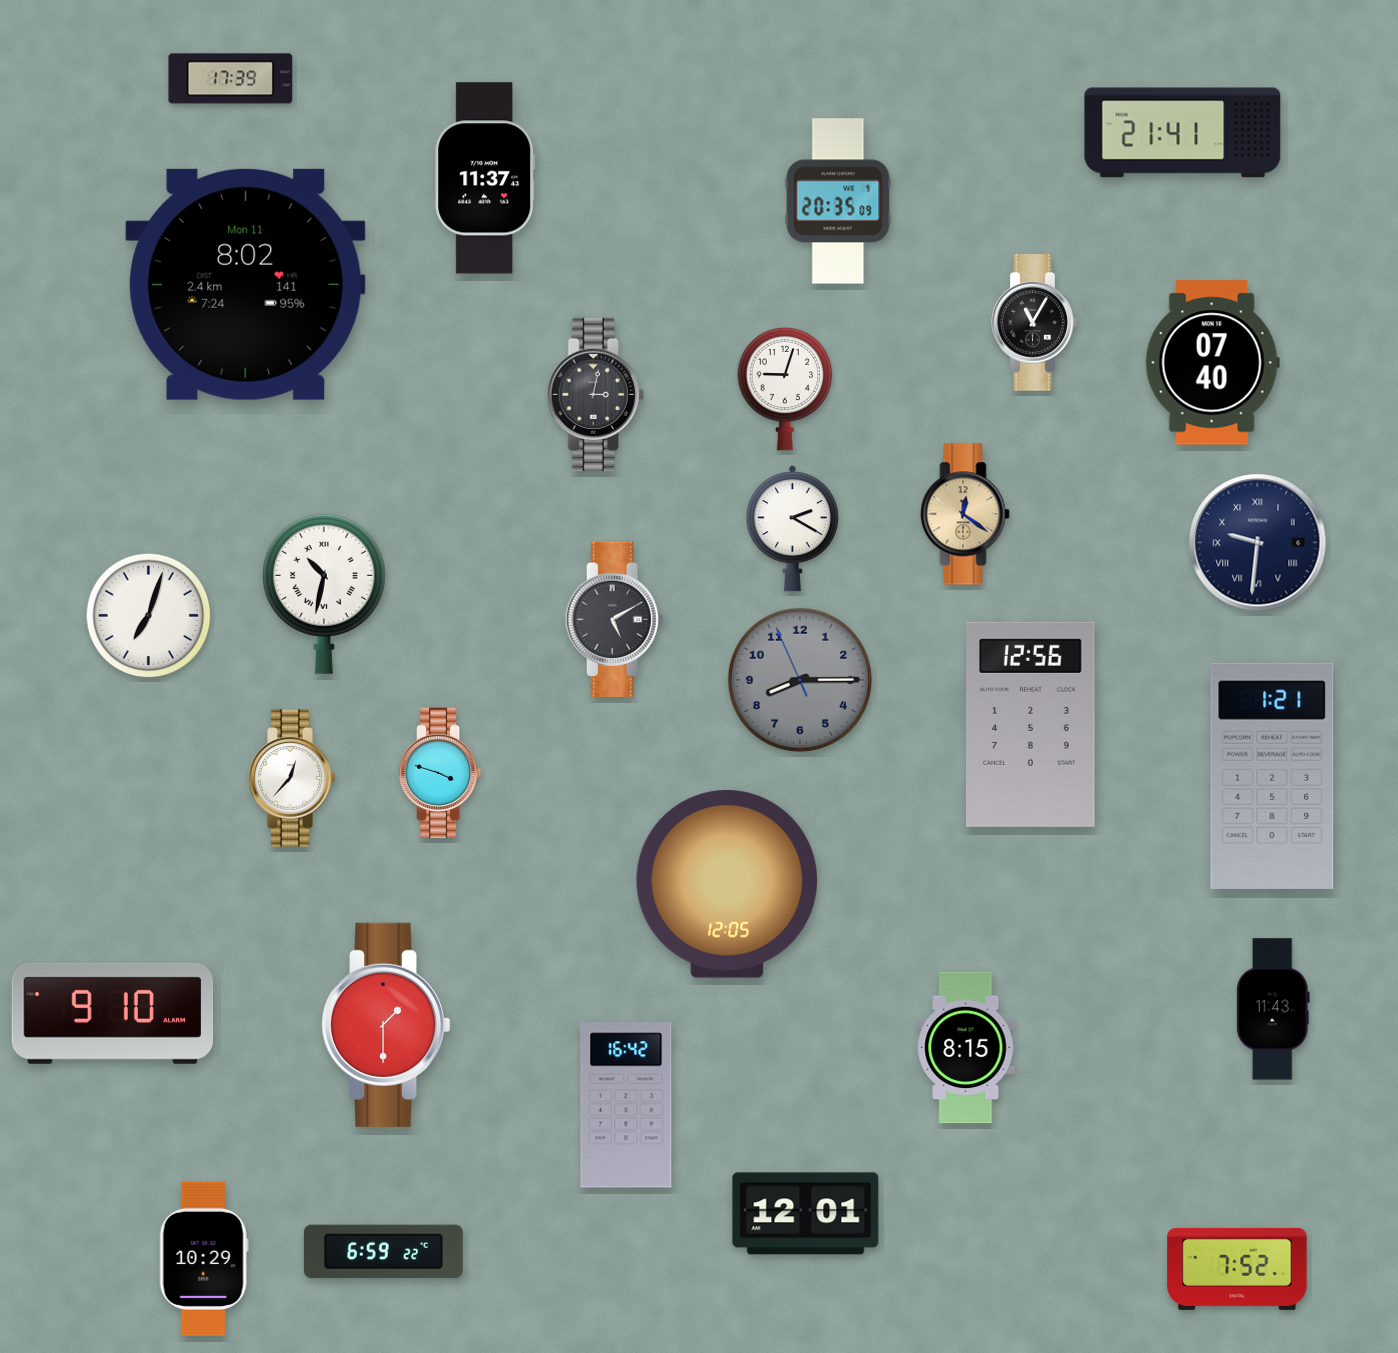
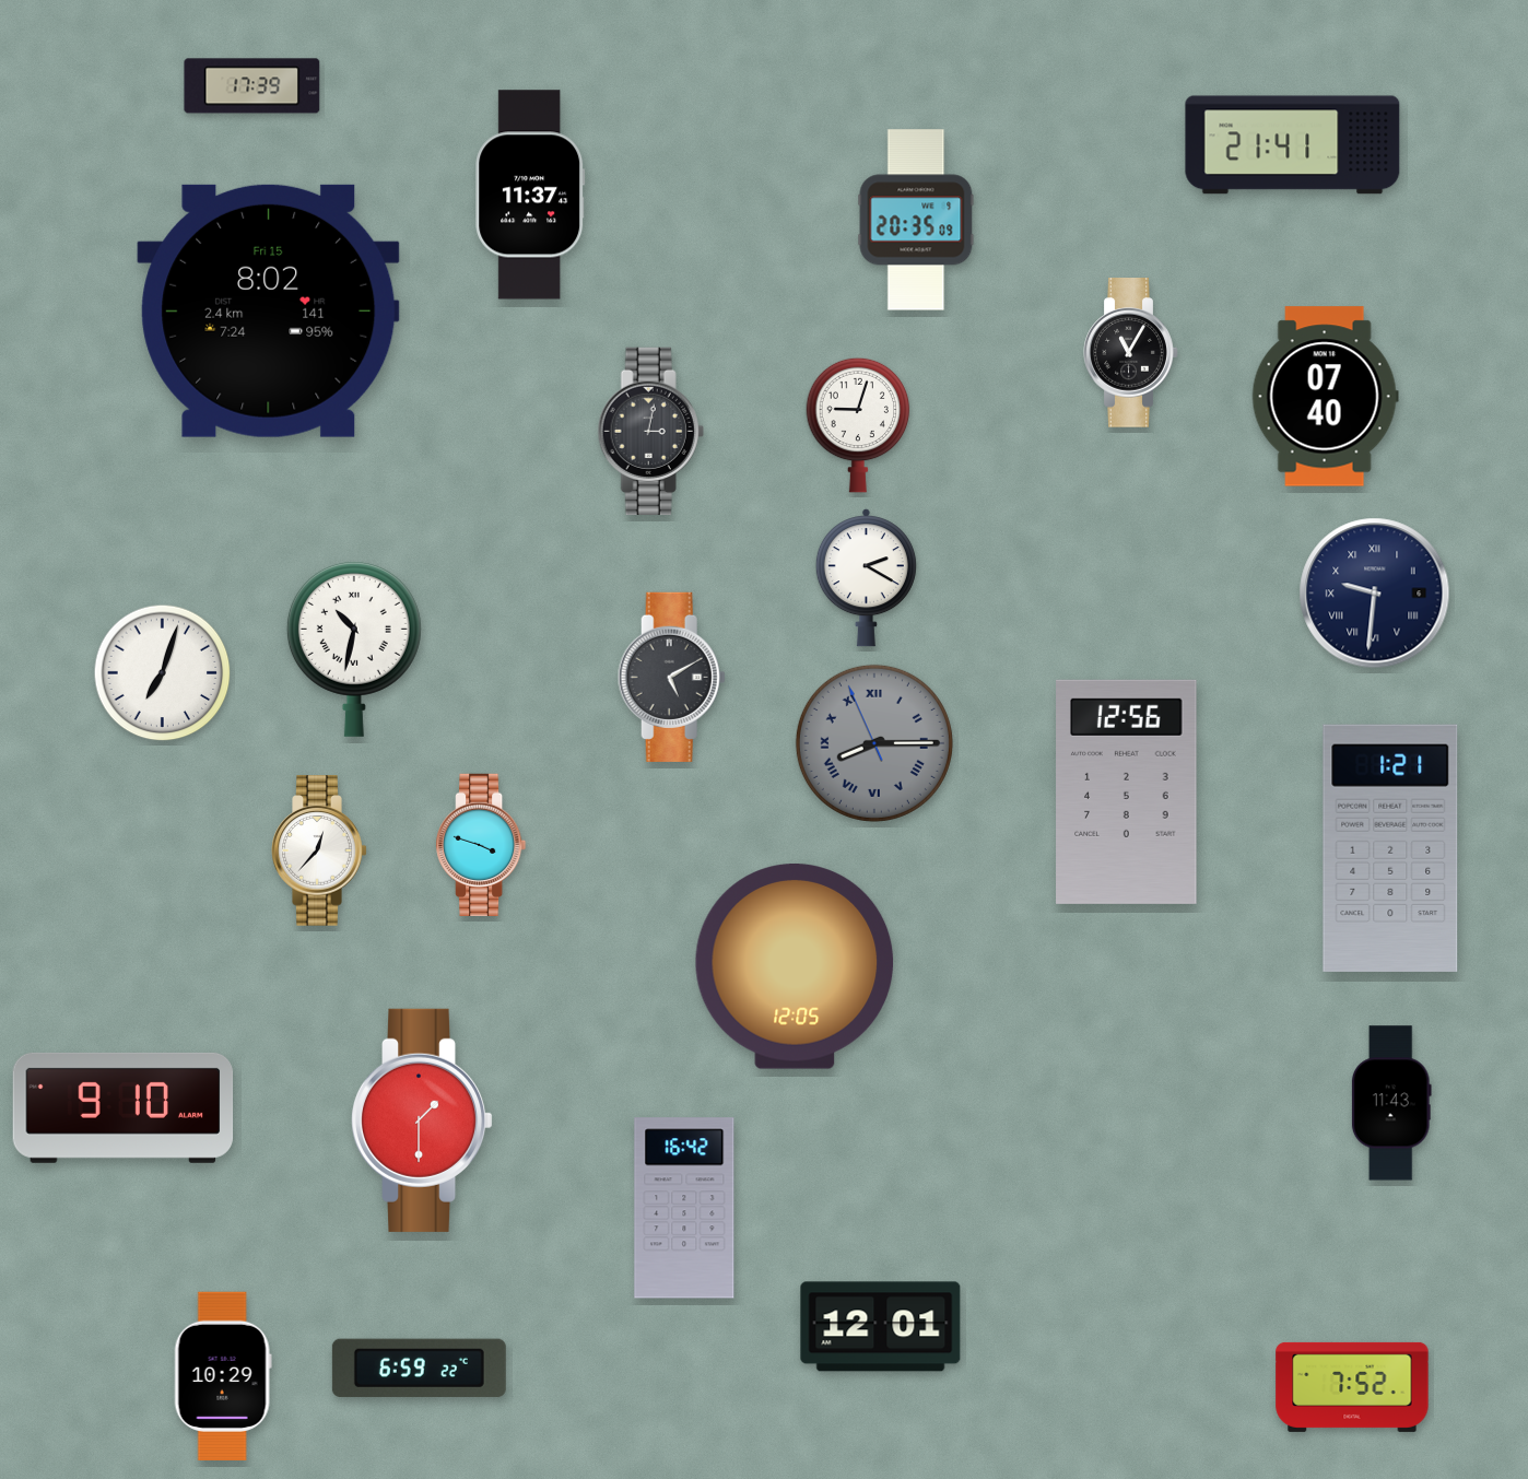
clock at (246, 284) date: Mon 11 -> Fri 15
clock at (965, 514): 12:21 -> none
clock at (800, 680) numerals: Arabic -> Roman
clock at (966, 1048): 8:15 -> none
